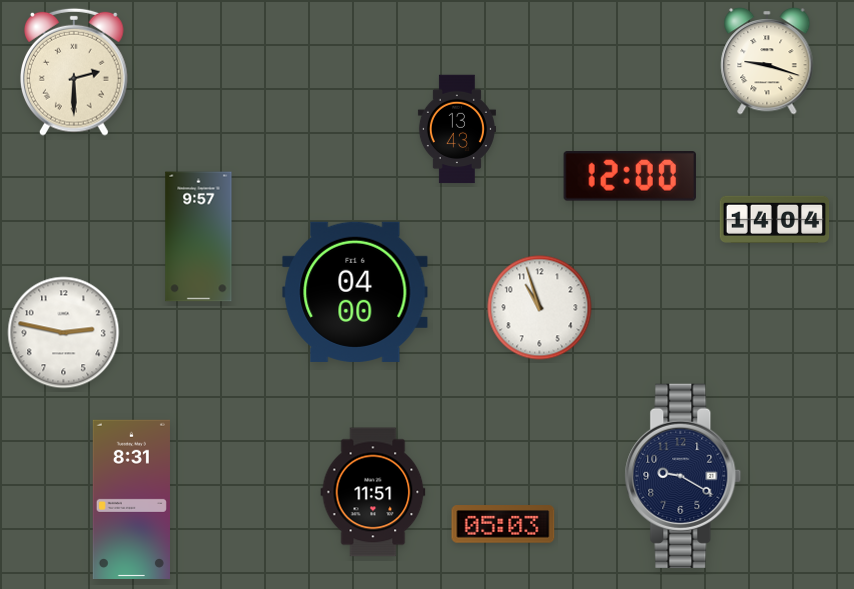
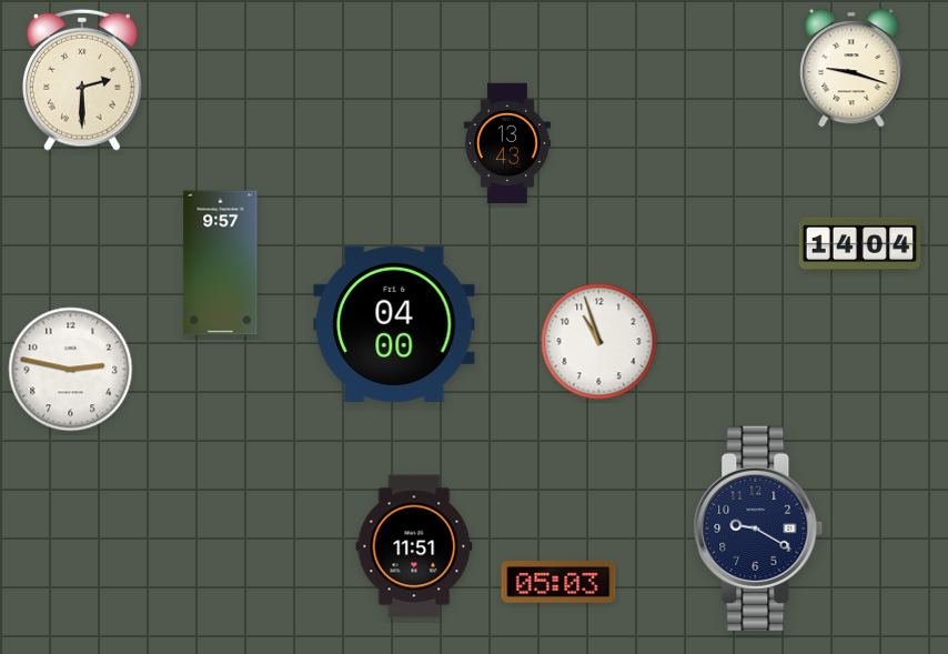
clock at (630, 177): 12:00 -> none
clock at (131, 499): 8:31 -> none
